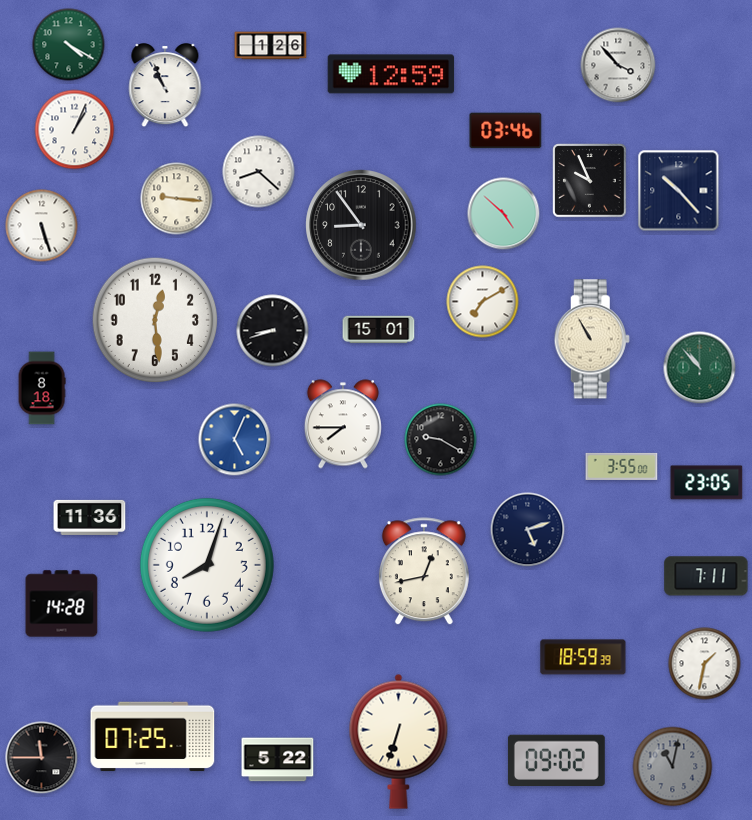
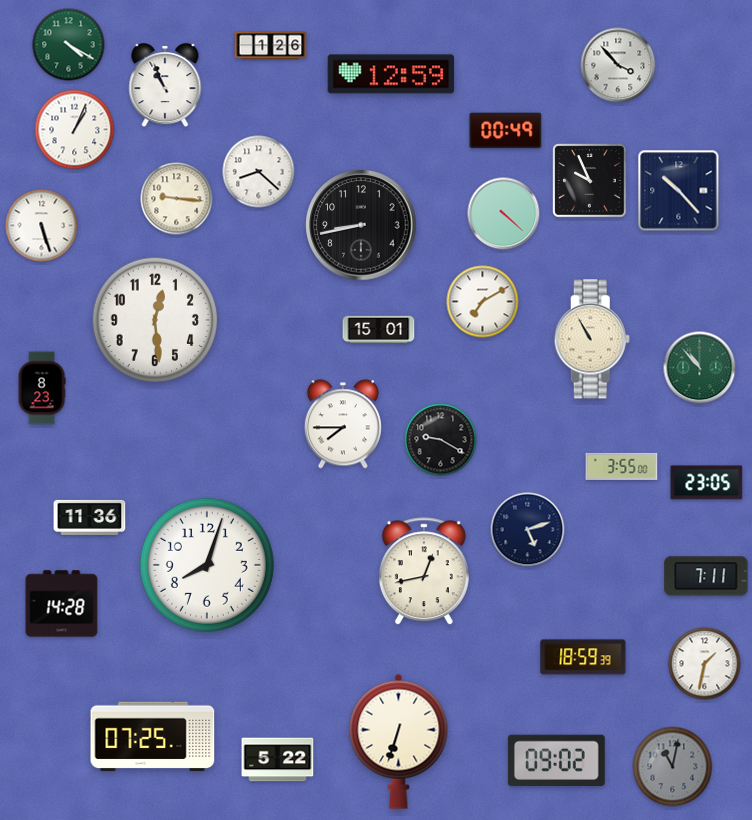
clock at (506, 131): 03:46 -> 00:49
clock at (504, 214): 4:52 -> 4:22
clock at (361, 225): 8:54 -> 8:43
clock at (273, 331): 8:42 -> none
clock at (42, 388): 8:18 -> 8:23
clock at (235, 440): 5:04 -> none
clock at (42, 758): 11:45 -> none
